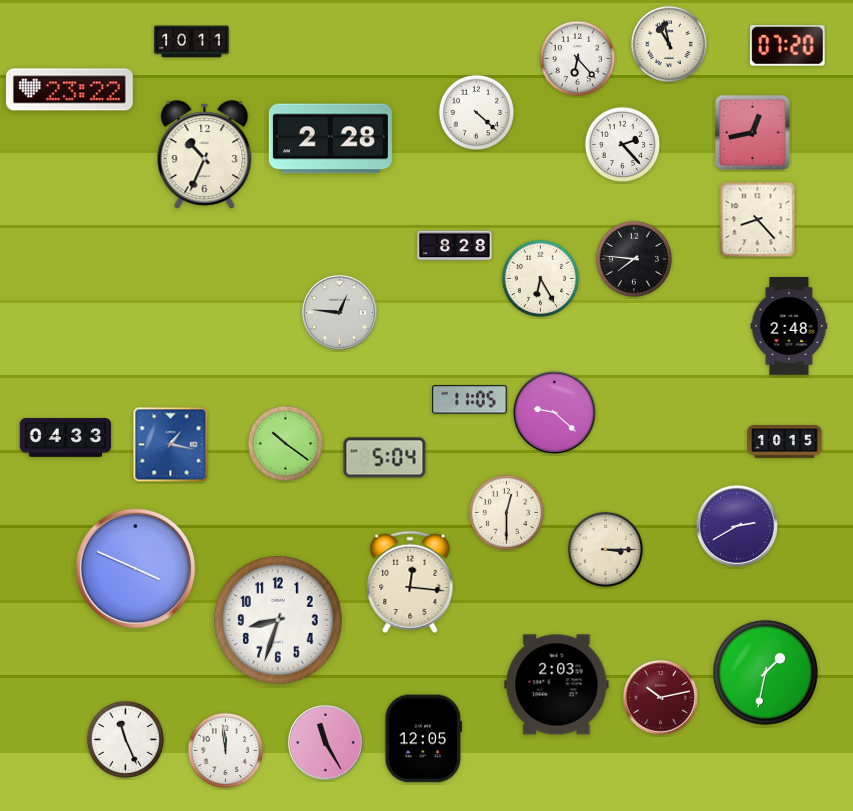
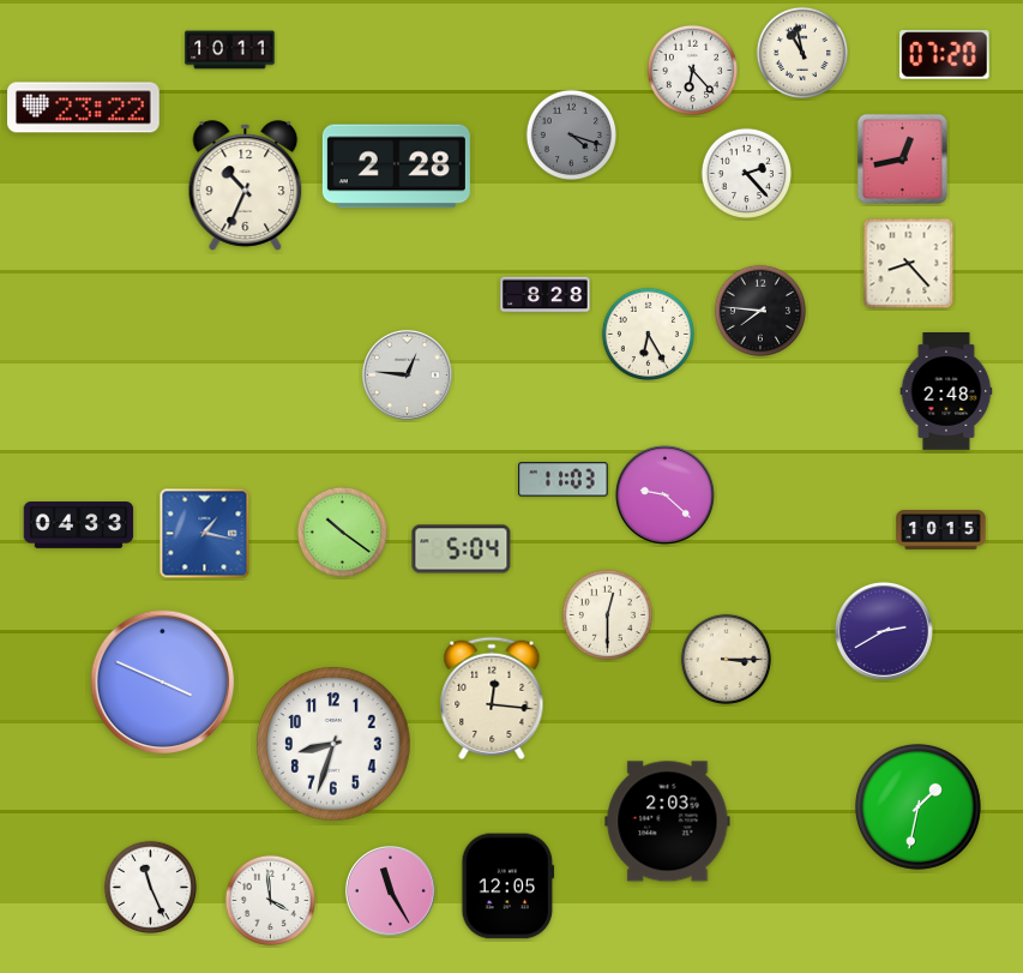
clock at (476, 112): 4:22 -> 4:18
clock at (476, 112) dial: white -> grey
clock at (470, 400): 11:05 -> 11:03
clock at (661, 698): 10:13 -> none
clock at (225, 750): 11:59 -> 3:59
